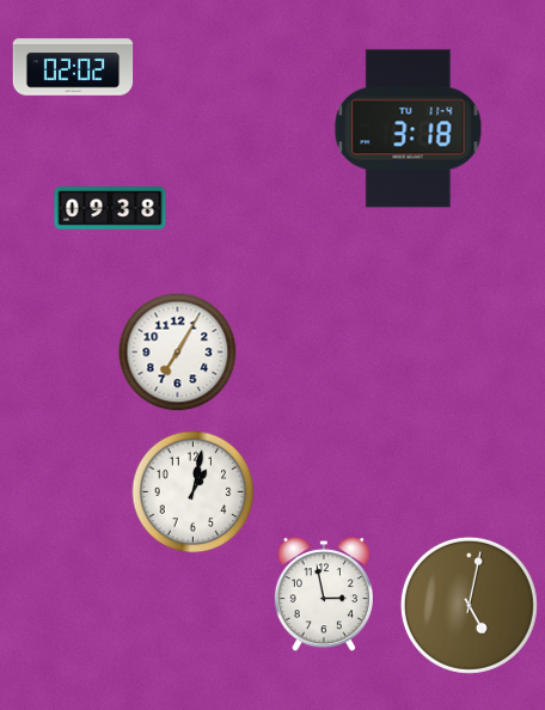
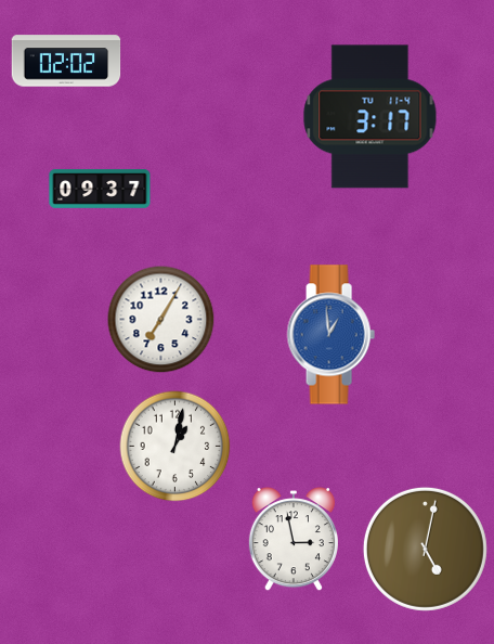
clock at (409, 129): 3:18 -> 3:17
clock at (110, 208): 09:38 -> 09:37
clock at (330, 335): none -> 12:59
